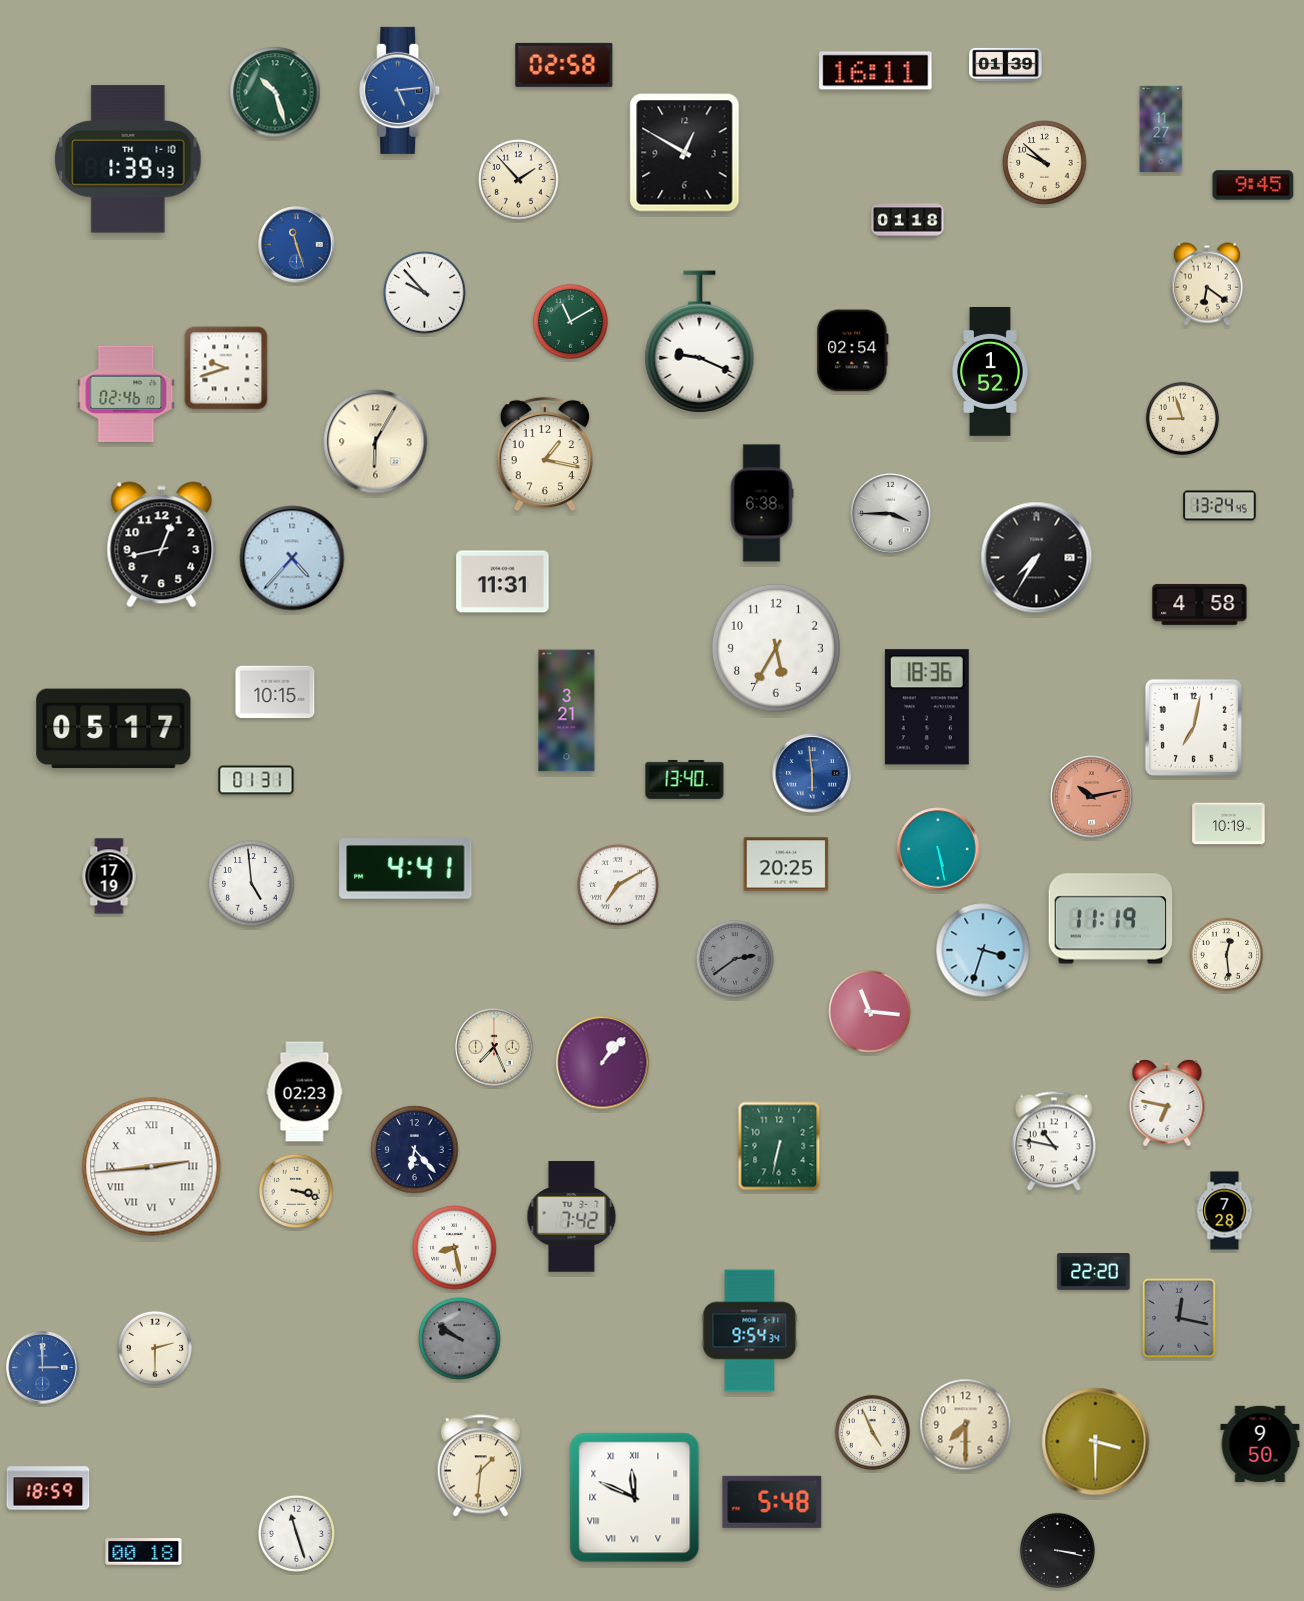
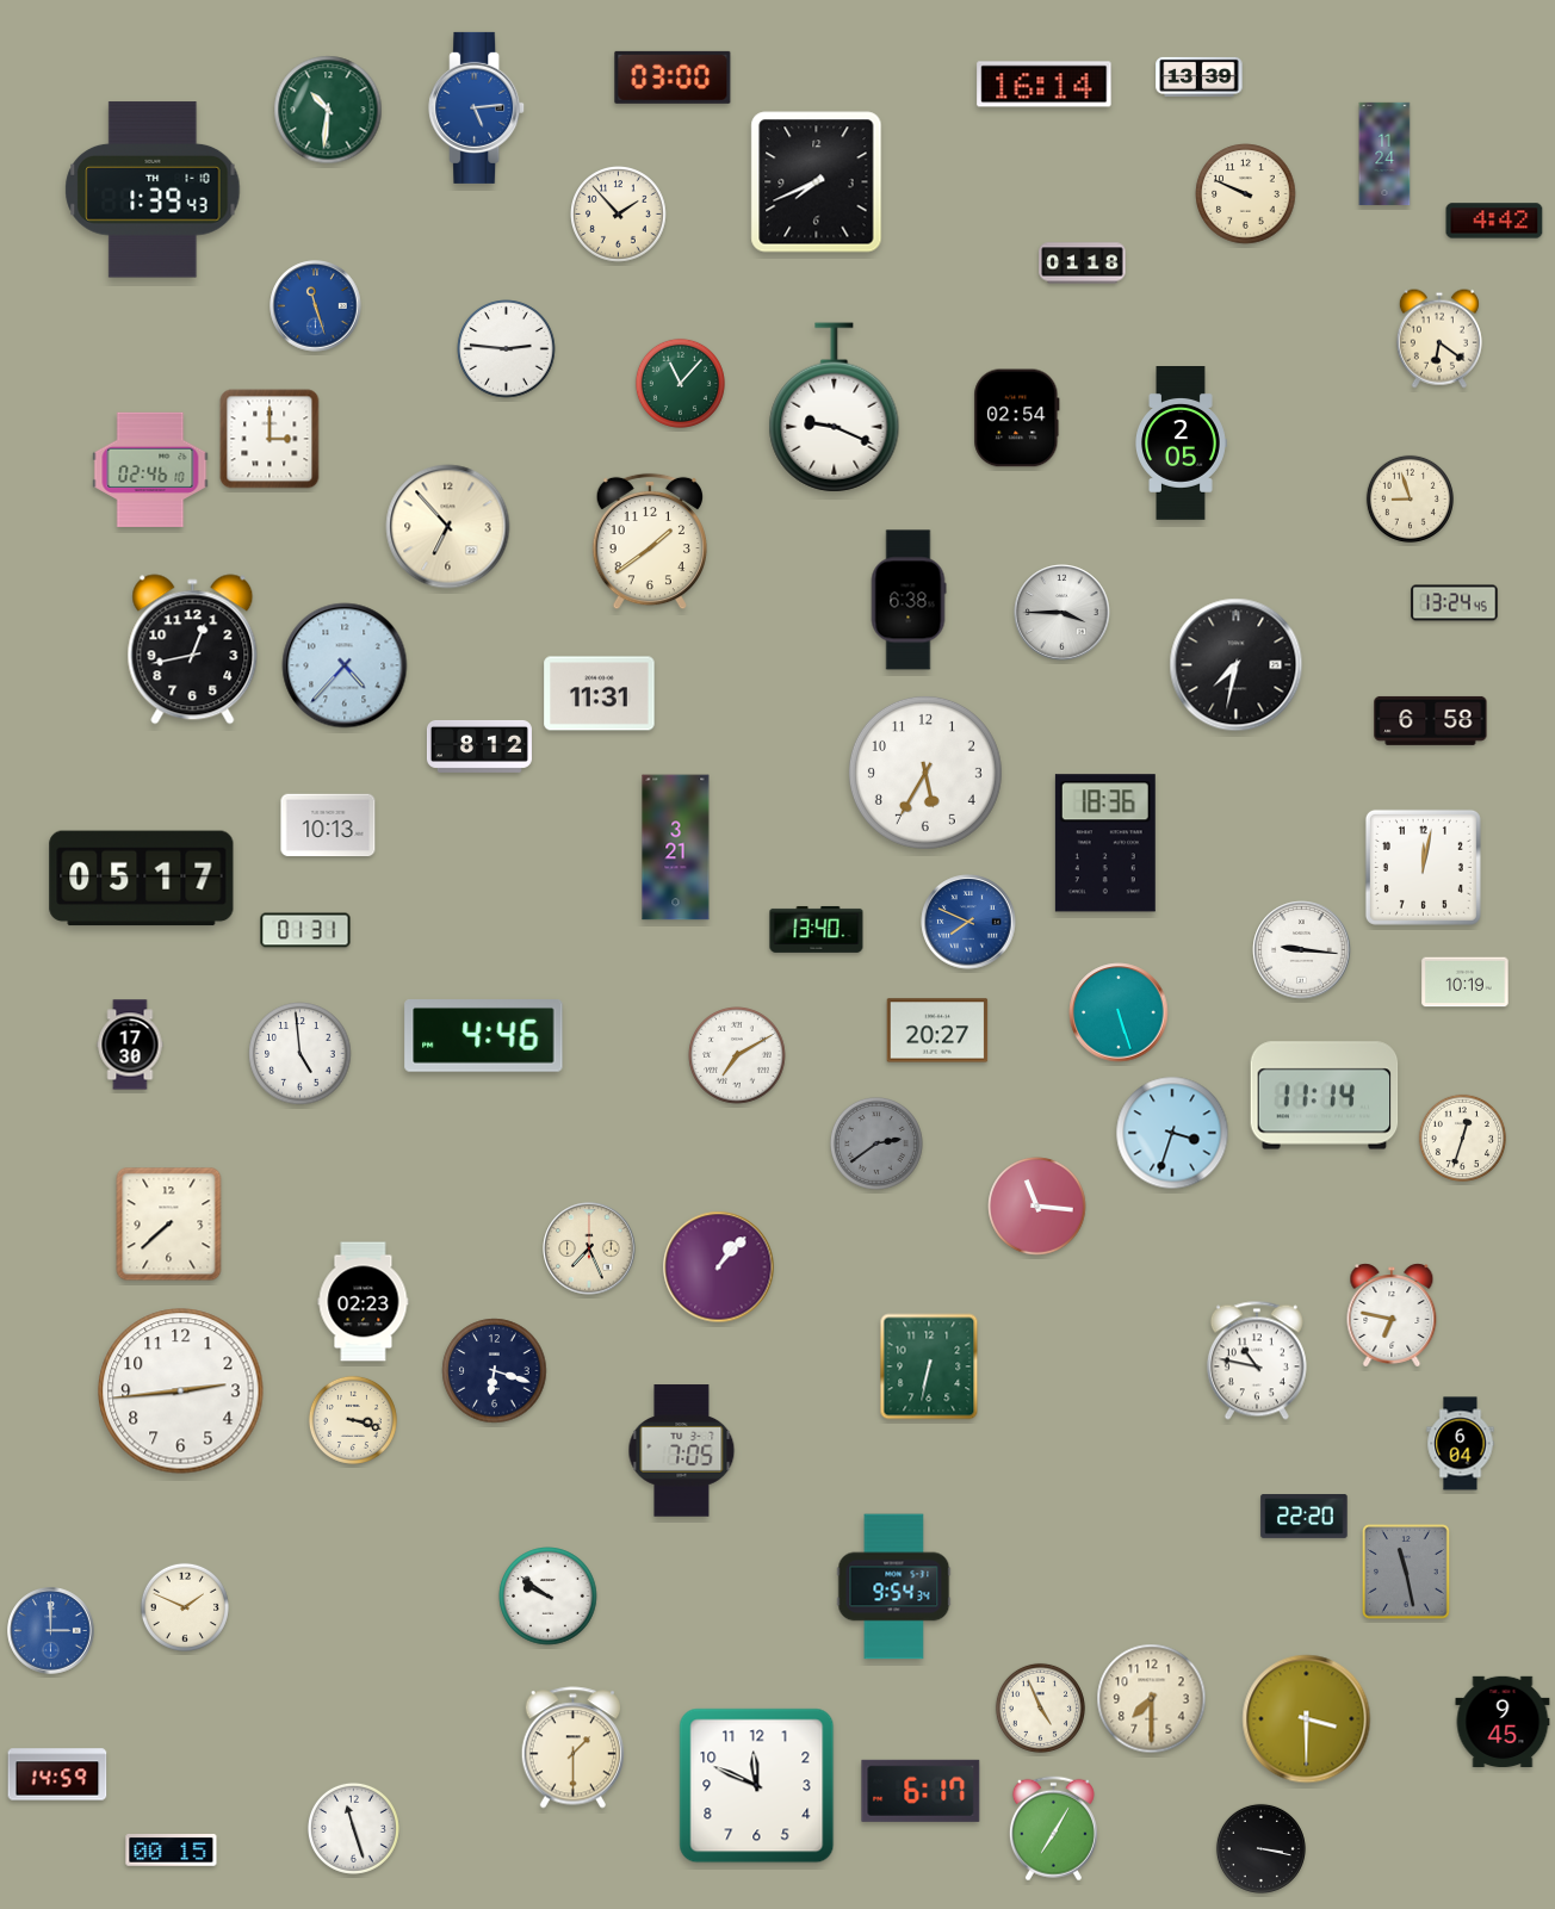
clock at (1006, 64): 01:39 -> 13:39
clock at (564, 65): 02:58 -> 03:00
clock at (876, 71): 16:11 -> 16:14
clock at (275, 92): 10:27 -> 10:31
clock at (1161, 129): 11:27 -> 11:24
clock at (685, 153): 12:50 -> 7:41
clock at (1045, 163): 9:52 -> 9:49
clock at (1253, 185): 9:45 -> 4:42
clock at (297, 245) position: (297, 245) -> (316, 306)
clock at (425, 293): 9:53 -> 2:46
clock at (570, 321): 11:10 -> 11:07
clock at (226, 368): 9:42 -> 3:00
clock at (990, 372): 1:52 -> 2:05
clock at (376, 442): 6:05 -> 6:53
clock at (544, 454): 1:17 -> 1:39
clock at (292, 558) position: (292, 558) -> (345, 665)
clock at (1037, 558): 7:35 -> 7:32
clock at (1200, 604): 4:58 -> 6:58
clock at (479, 746): none -> 8:12
clock at (275, 692): 10:15 -> 10:13
clock at (1193, 727): 7:02 -> 12:02
clock at (114, 729) position: (114, 729) -> (142, 879)
clock at (812, 773): 5:59 -> 7:49
clock at (1092, 797): 10:13 -> 9:16
clock at (1092, 797) dial: salmon -> white
clock at (938, 849): 5:28 -> 5:27
clock at (786, 864): 20:25 -> 20:27
clock at (406, 869): 4:41 -> 4:46
clock at (109, 876): 17:19 -> 17:30
clock at (1111, 919): 11:19 -> 11:14
clock at (1226, 954): 12:29 -> 12:33
clock at (169, 1225): none -> 7:38
clock at (415, 1150): 6:23 -> 6:18
clock at (152, 1167) numerals: Roman -> Arabic
clock at (1225, 1211): 7:28 -> 6:04
clock at (572, 1217): 7:42 -> 7:05
clock at (455, 1248): 8:28 -> none
clock at (1179, 1318): 12:17 -> 11:28
clock at (460, 1339) dial: grey -> white
clock at (155, 1348): 2:30 -> 1:49
clock at (1260, 1443): 9:50 -> 9:45
clock at (480, 1466): 1:31 -> 1:30
clock at (48, 1488): 18:59 -> 14:59
clock at (635, 1498) numerals: Roman -> Arabic
clock at (772, 1502): 5:48 -> 6:17
clock at (1053, 1829): none -> 7:05
clock at (144, 1552): 00:18 -> 00:15
